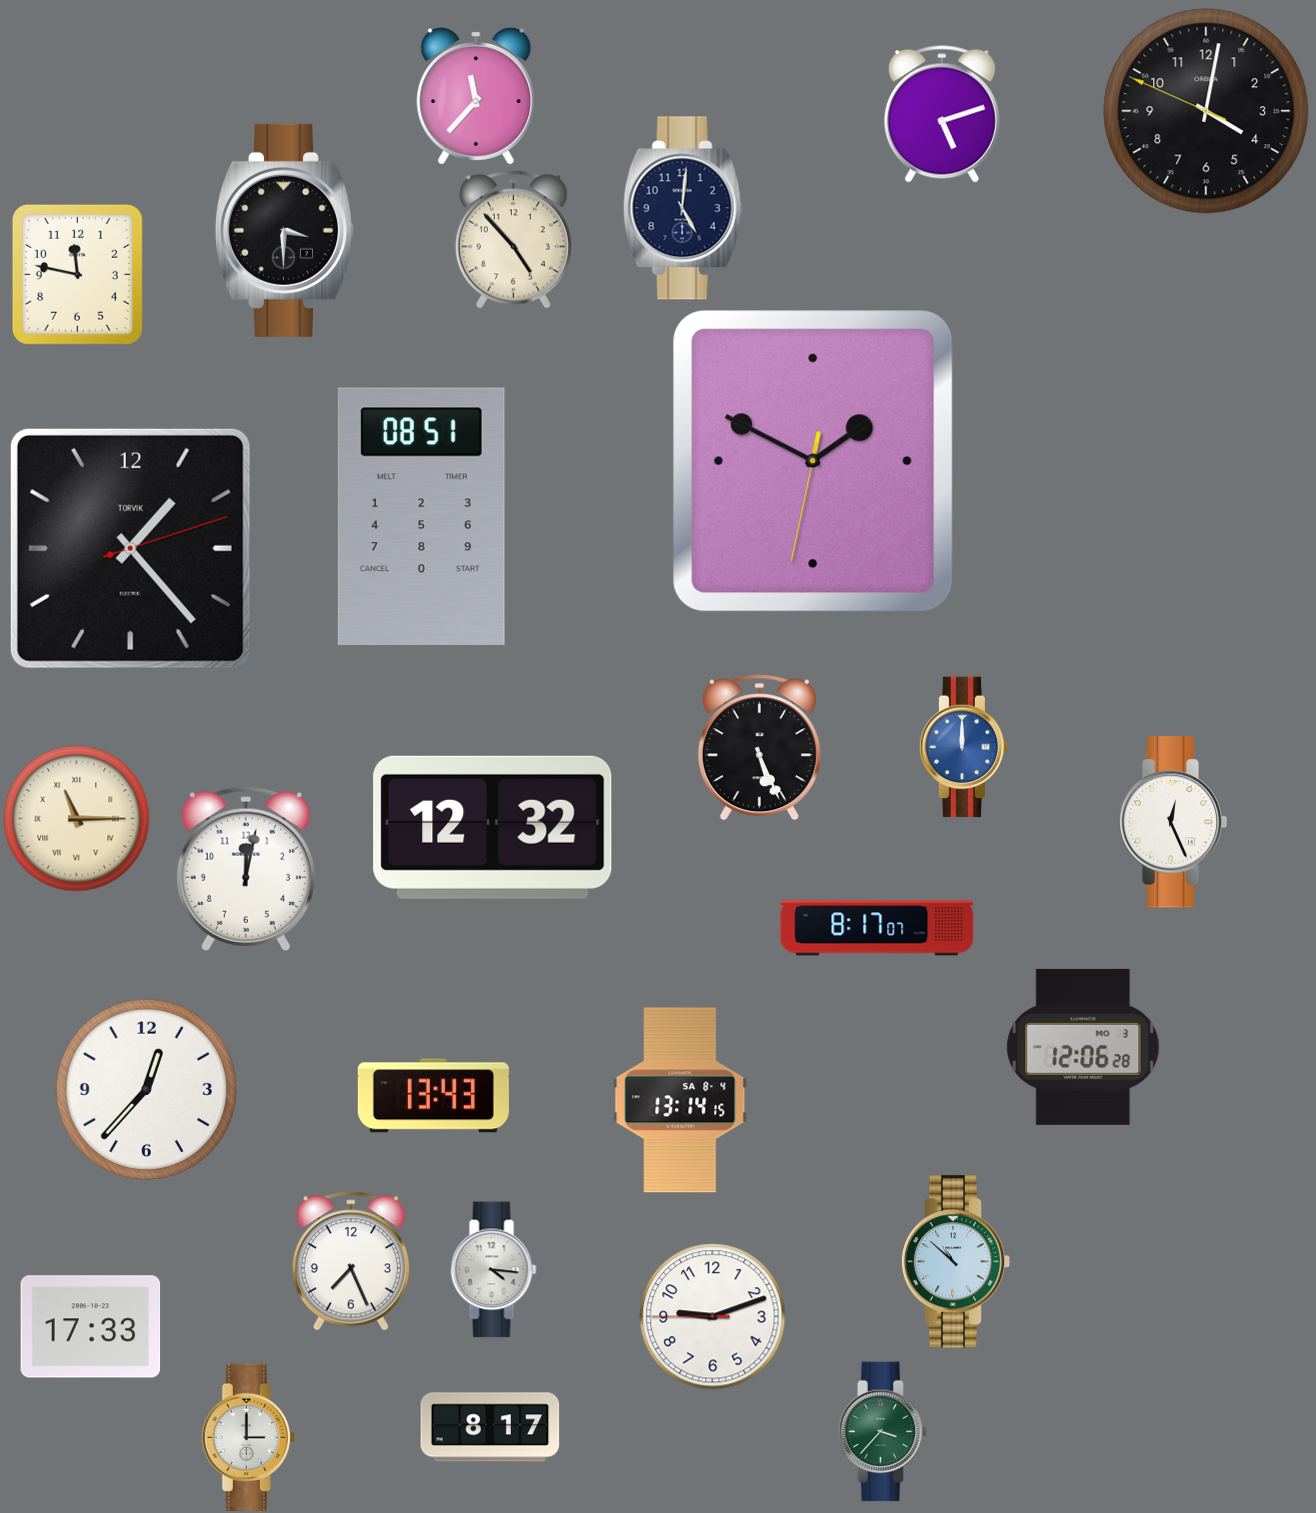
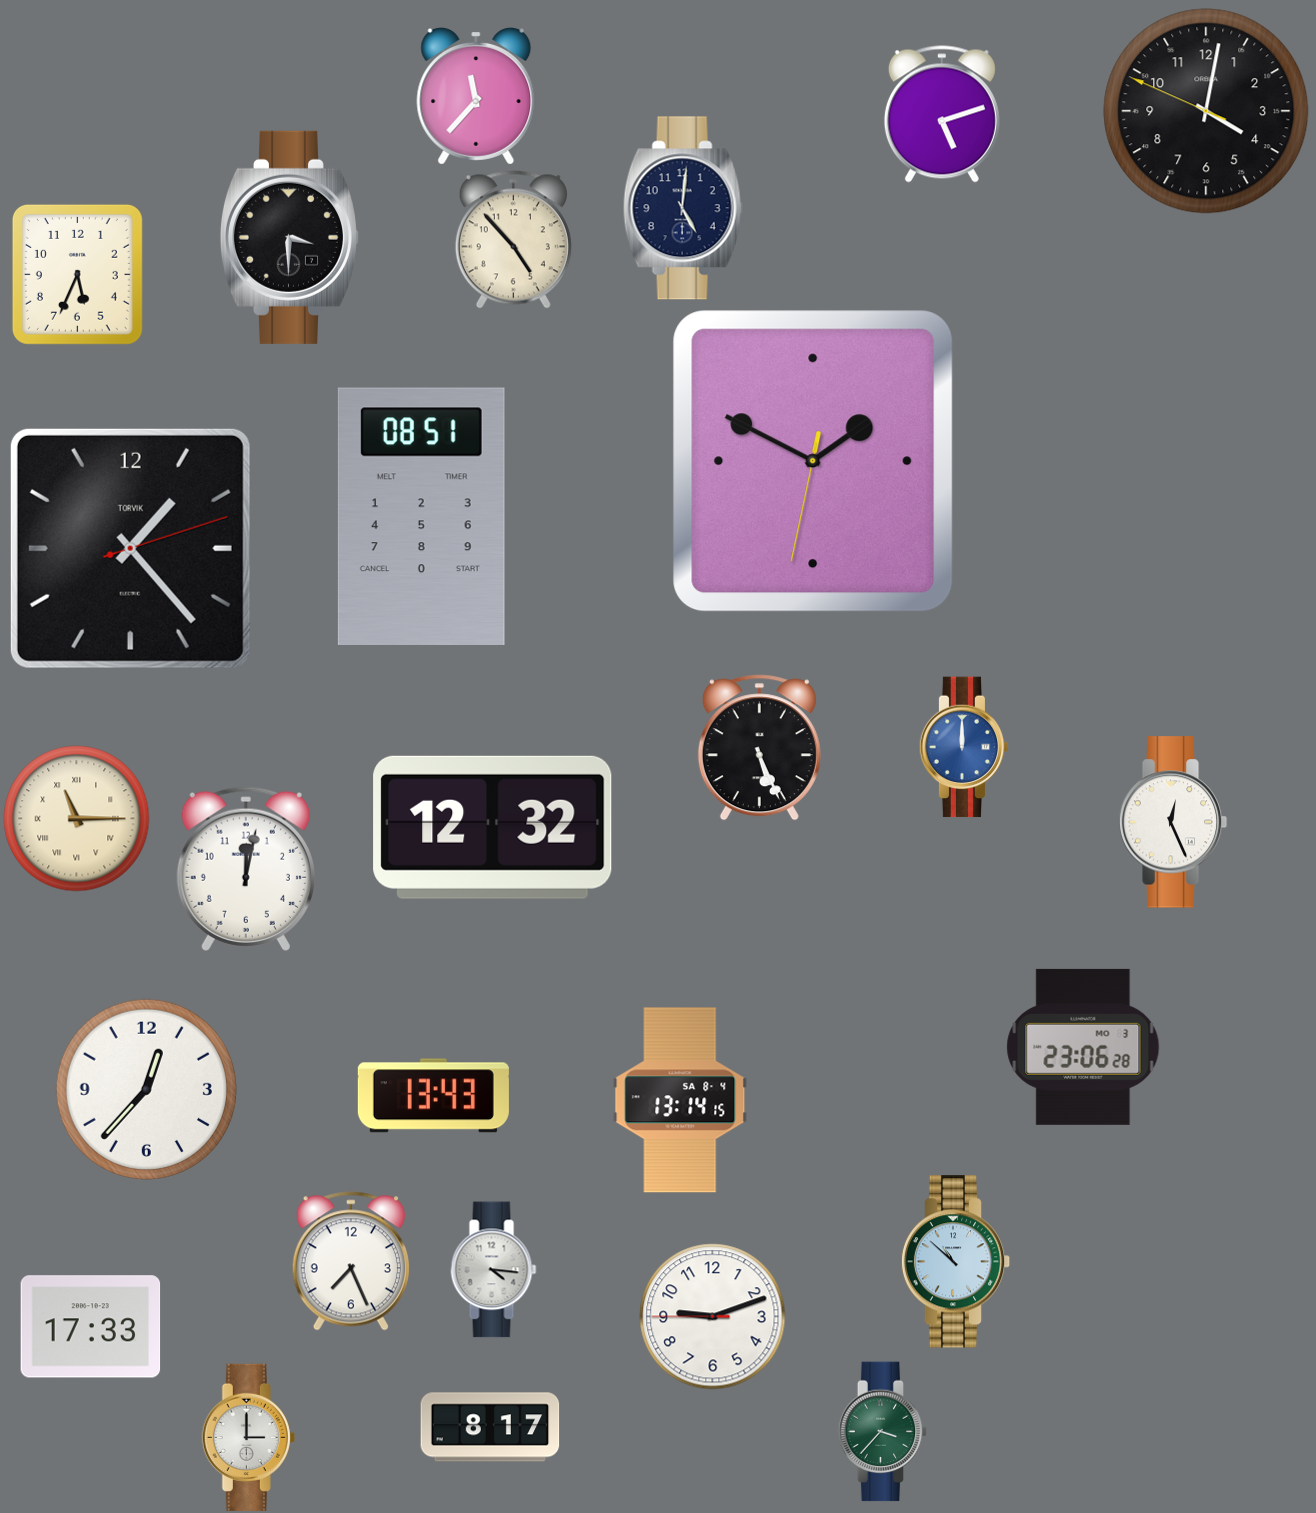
clock at (284, 230) position: (284, 230) -> (289, 237)
clock at (77, 274): 11:47 -> 5:34
clock at (877, 928): 8:17 -> none
clock at (1083, 1047): 12:06 -> 23:06
